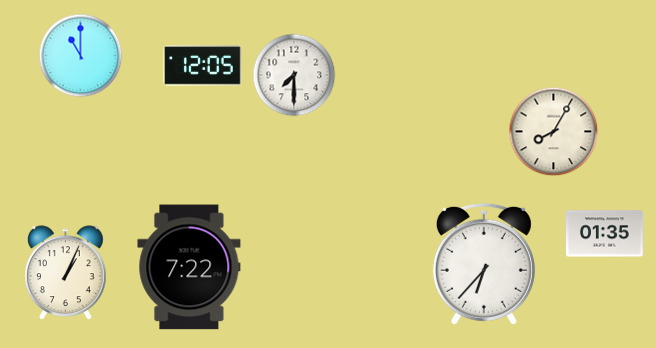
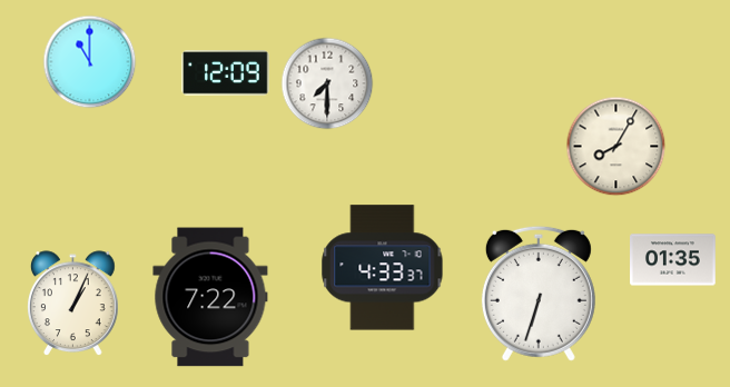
clock at (203, 66): 12:05 -> 12:09
clock at (383, 268): none -> 4:33
clock at (484, 264): 6:37 -> 6:33
